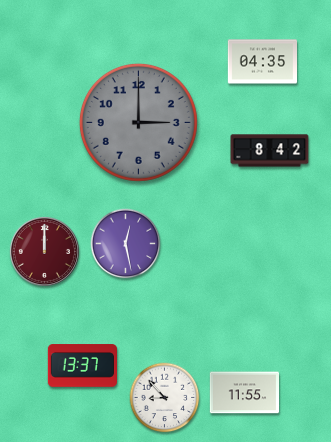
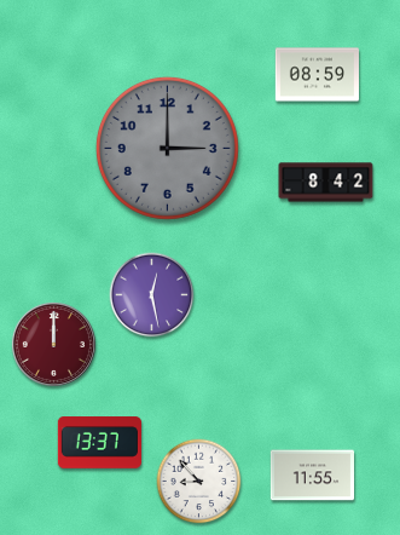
clock at (262, 62): 04:35 -> 08:59
clock at (44, 251) position: (44, 251) -> (53, 344)
clock at (244, 393) position: (244, 393) -> (312, 476)
